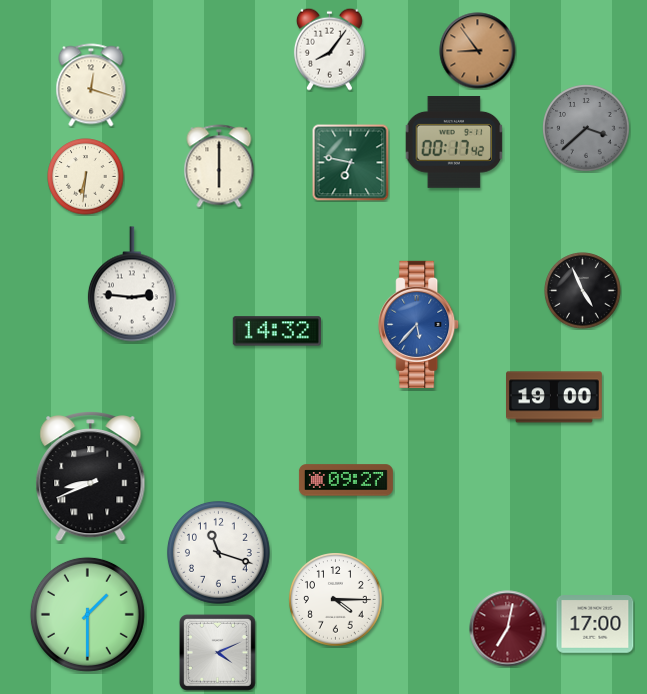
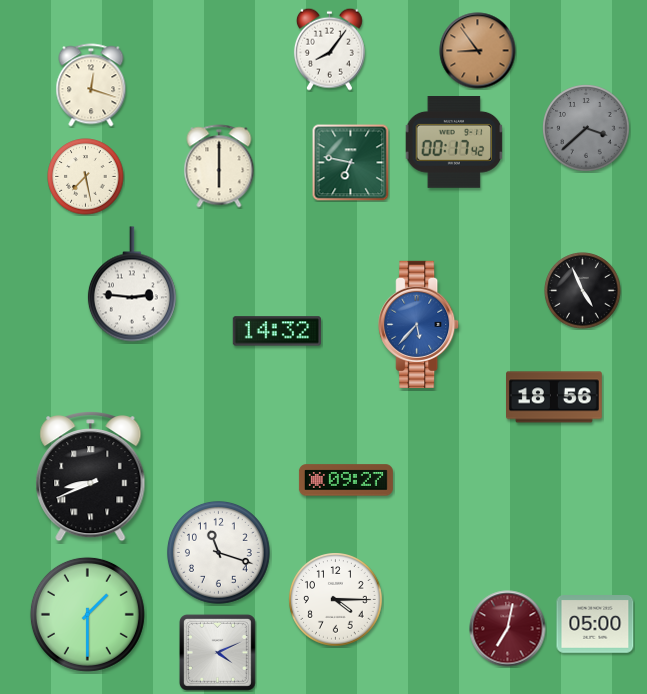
clock at (86, 177): 6:31 -> 7:28
clock at (555, 397): 19:00 -> 18:56
clock at (595, 625): 17:00 -> 05:00
